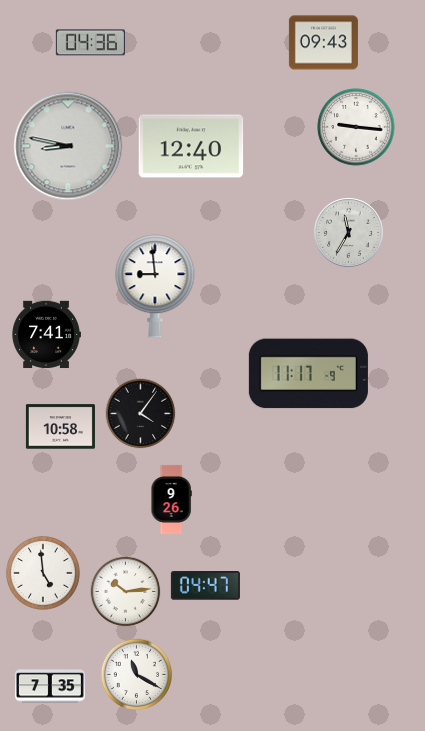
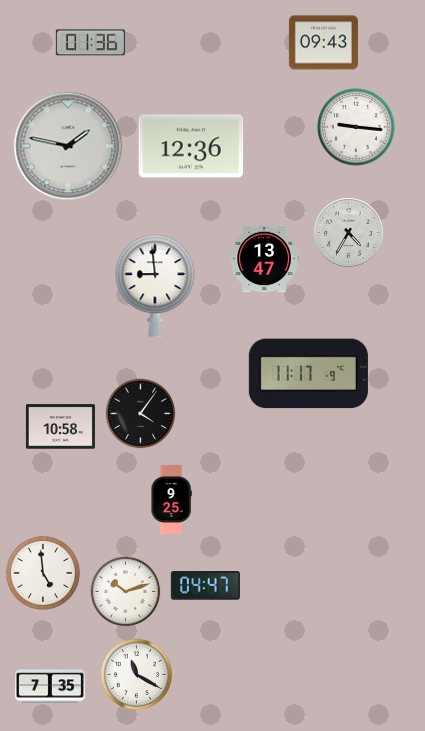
clock at (90, 43): 04:36 -> 01:36
clock at (68, 146): 8:47 -> 1:47
clock at (191, 146): 12:40 -> 12:36
clock at (349, 233): 11:35 -> 4:35
clock at (264, 259): none -> 13:47
clock at (46, 335): 7:41 -> none
clock at (171, 499): 9:26 -> 9:25
clock at (126, 592): 10:14 -> 10:12
